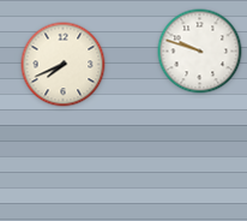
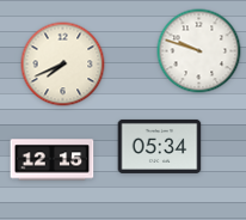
clock at (160, 146): none -> 05:34
clock at (53, 160): none -> 12:15
